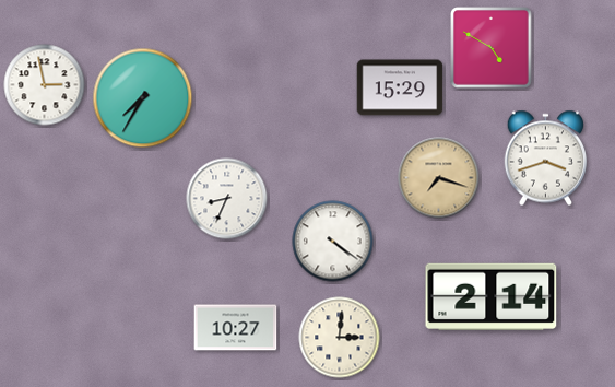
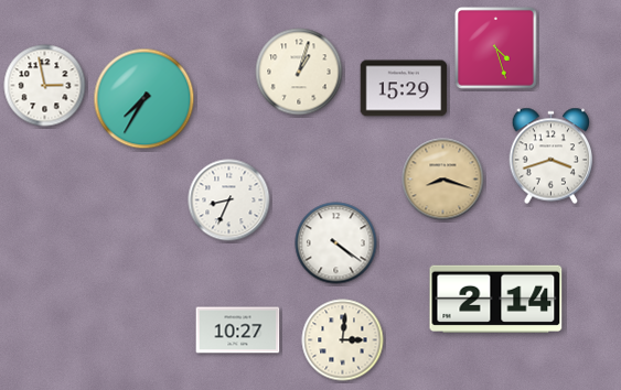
clock at (492, 48): 4:50 -> 4:27
clock at (299, 72): none -> 1:03
clock at (546, 159) position: (546, 159) -> (552, 156)
clock at (439, 178): 7:18 -> 8:18
